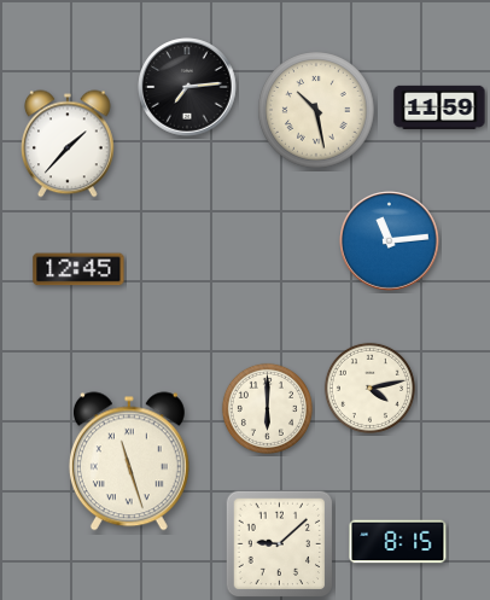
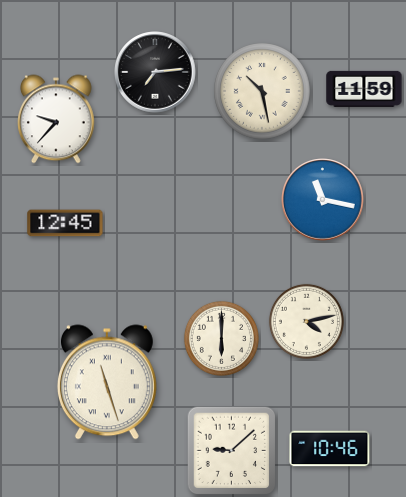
clock at (69, 144): 1:37 -> 9:37
clock at (390, 241): 11:14 -> 11:17
clock at (398, 542): 8:15 -> 10:46
